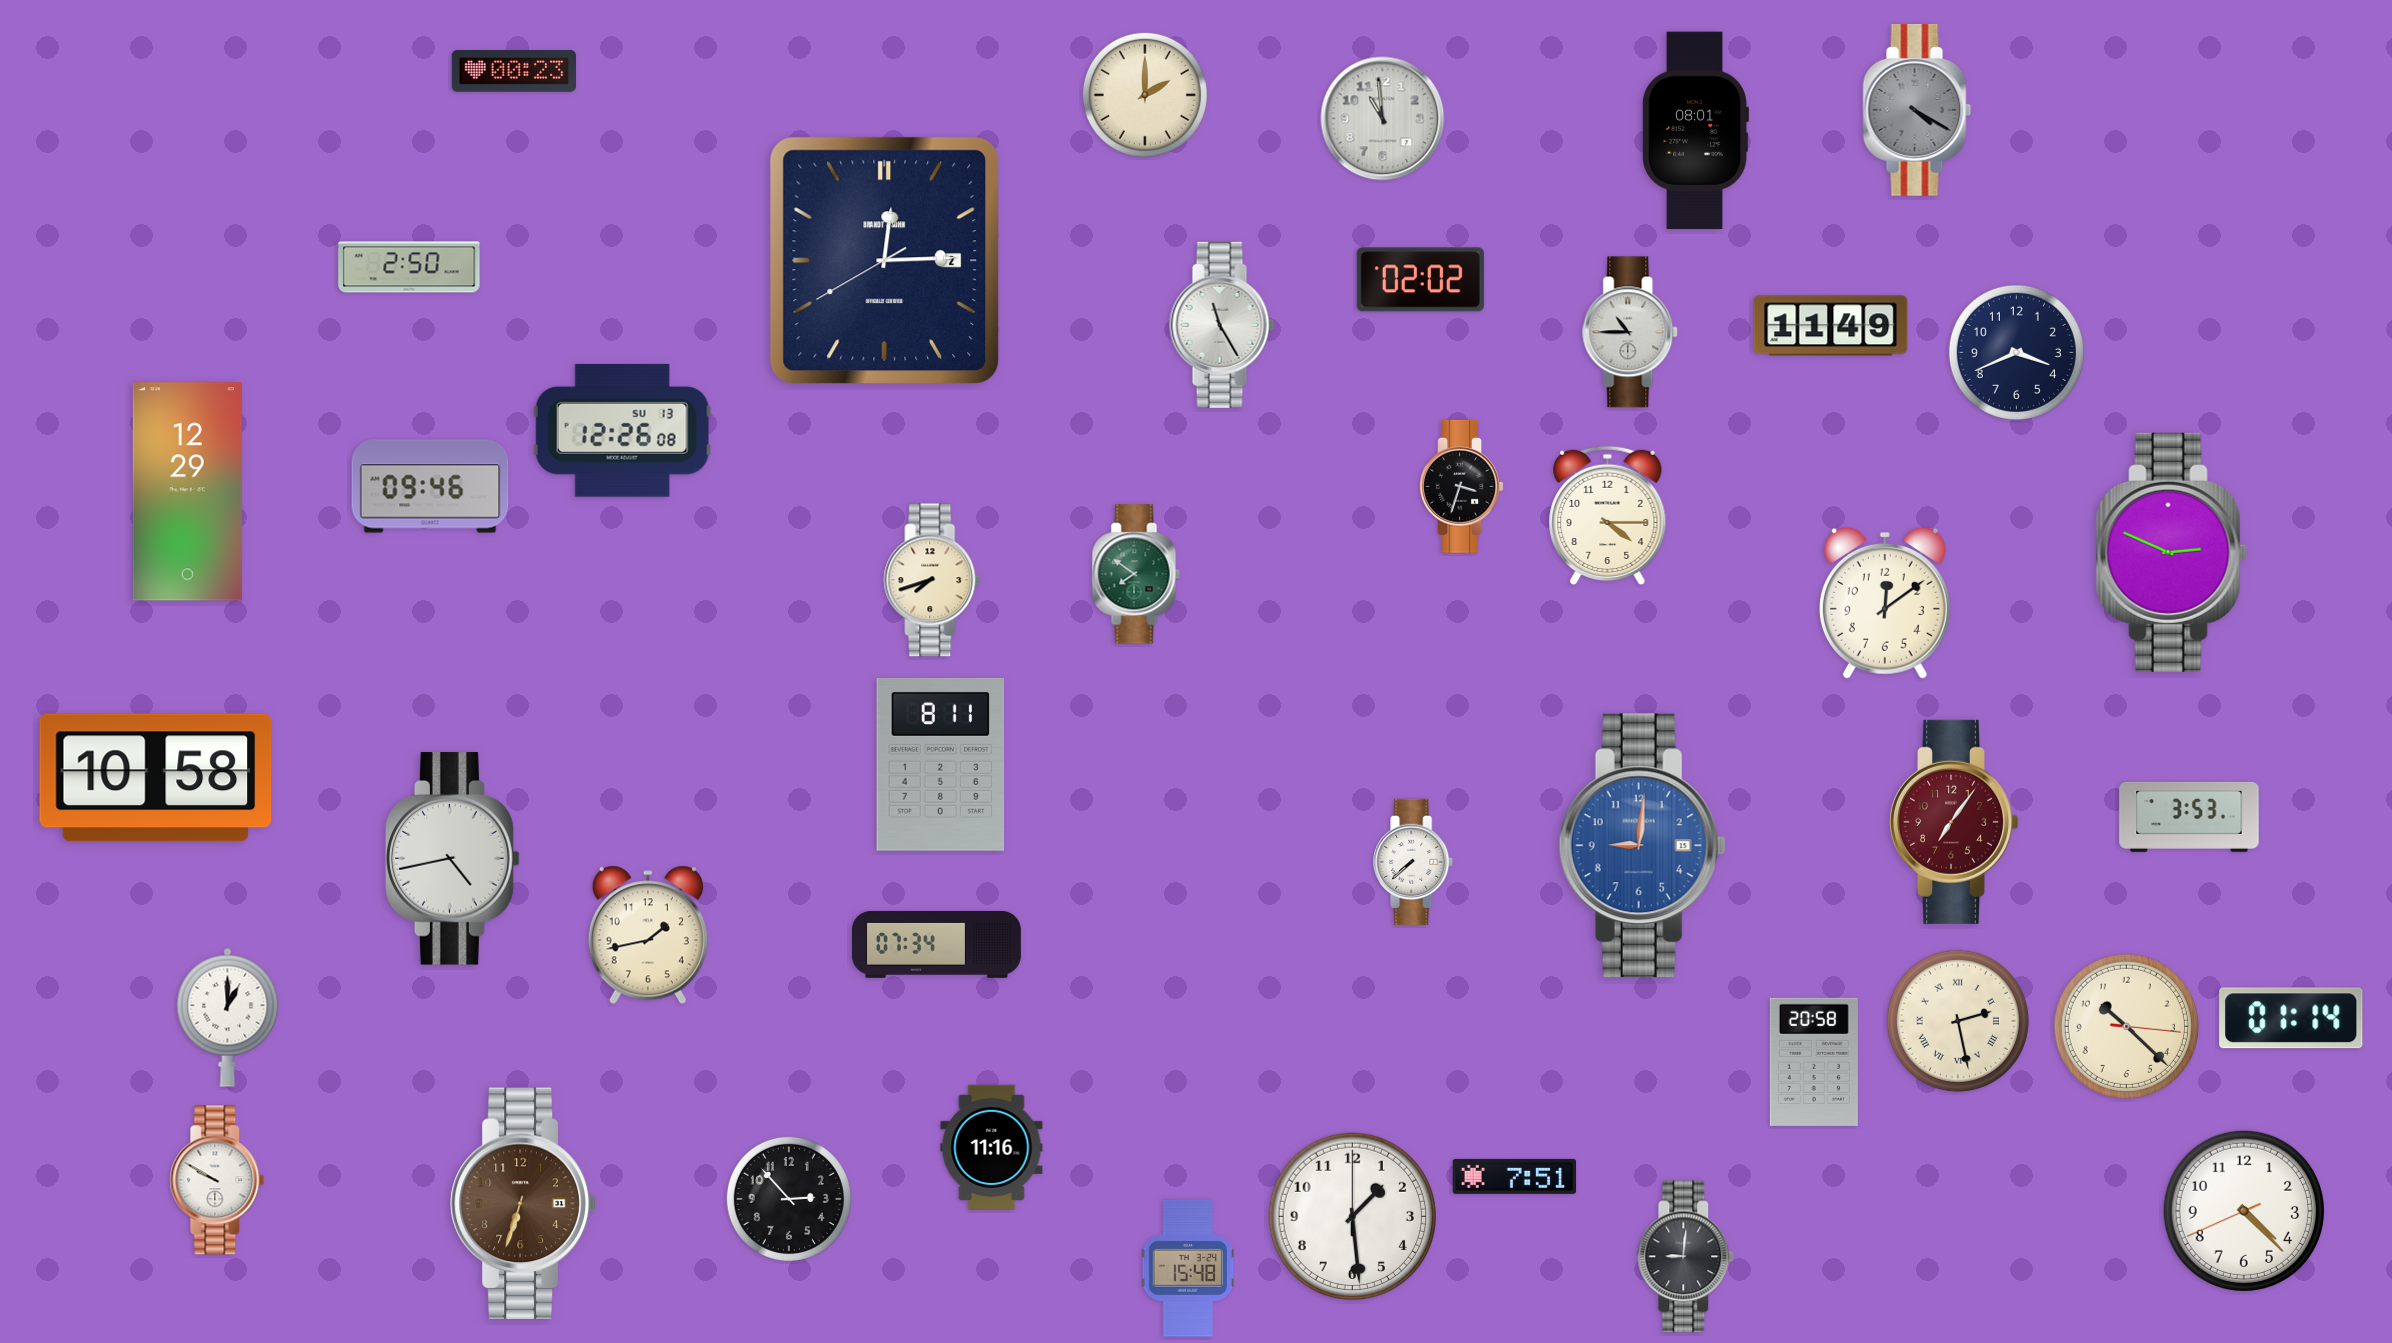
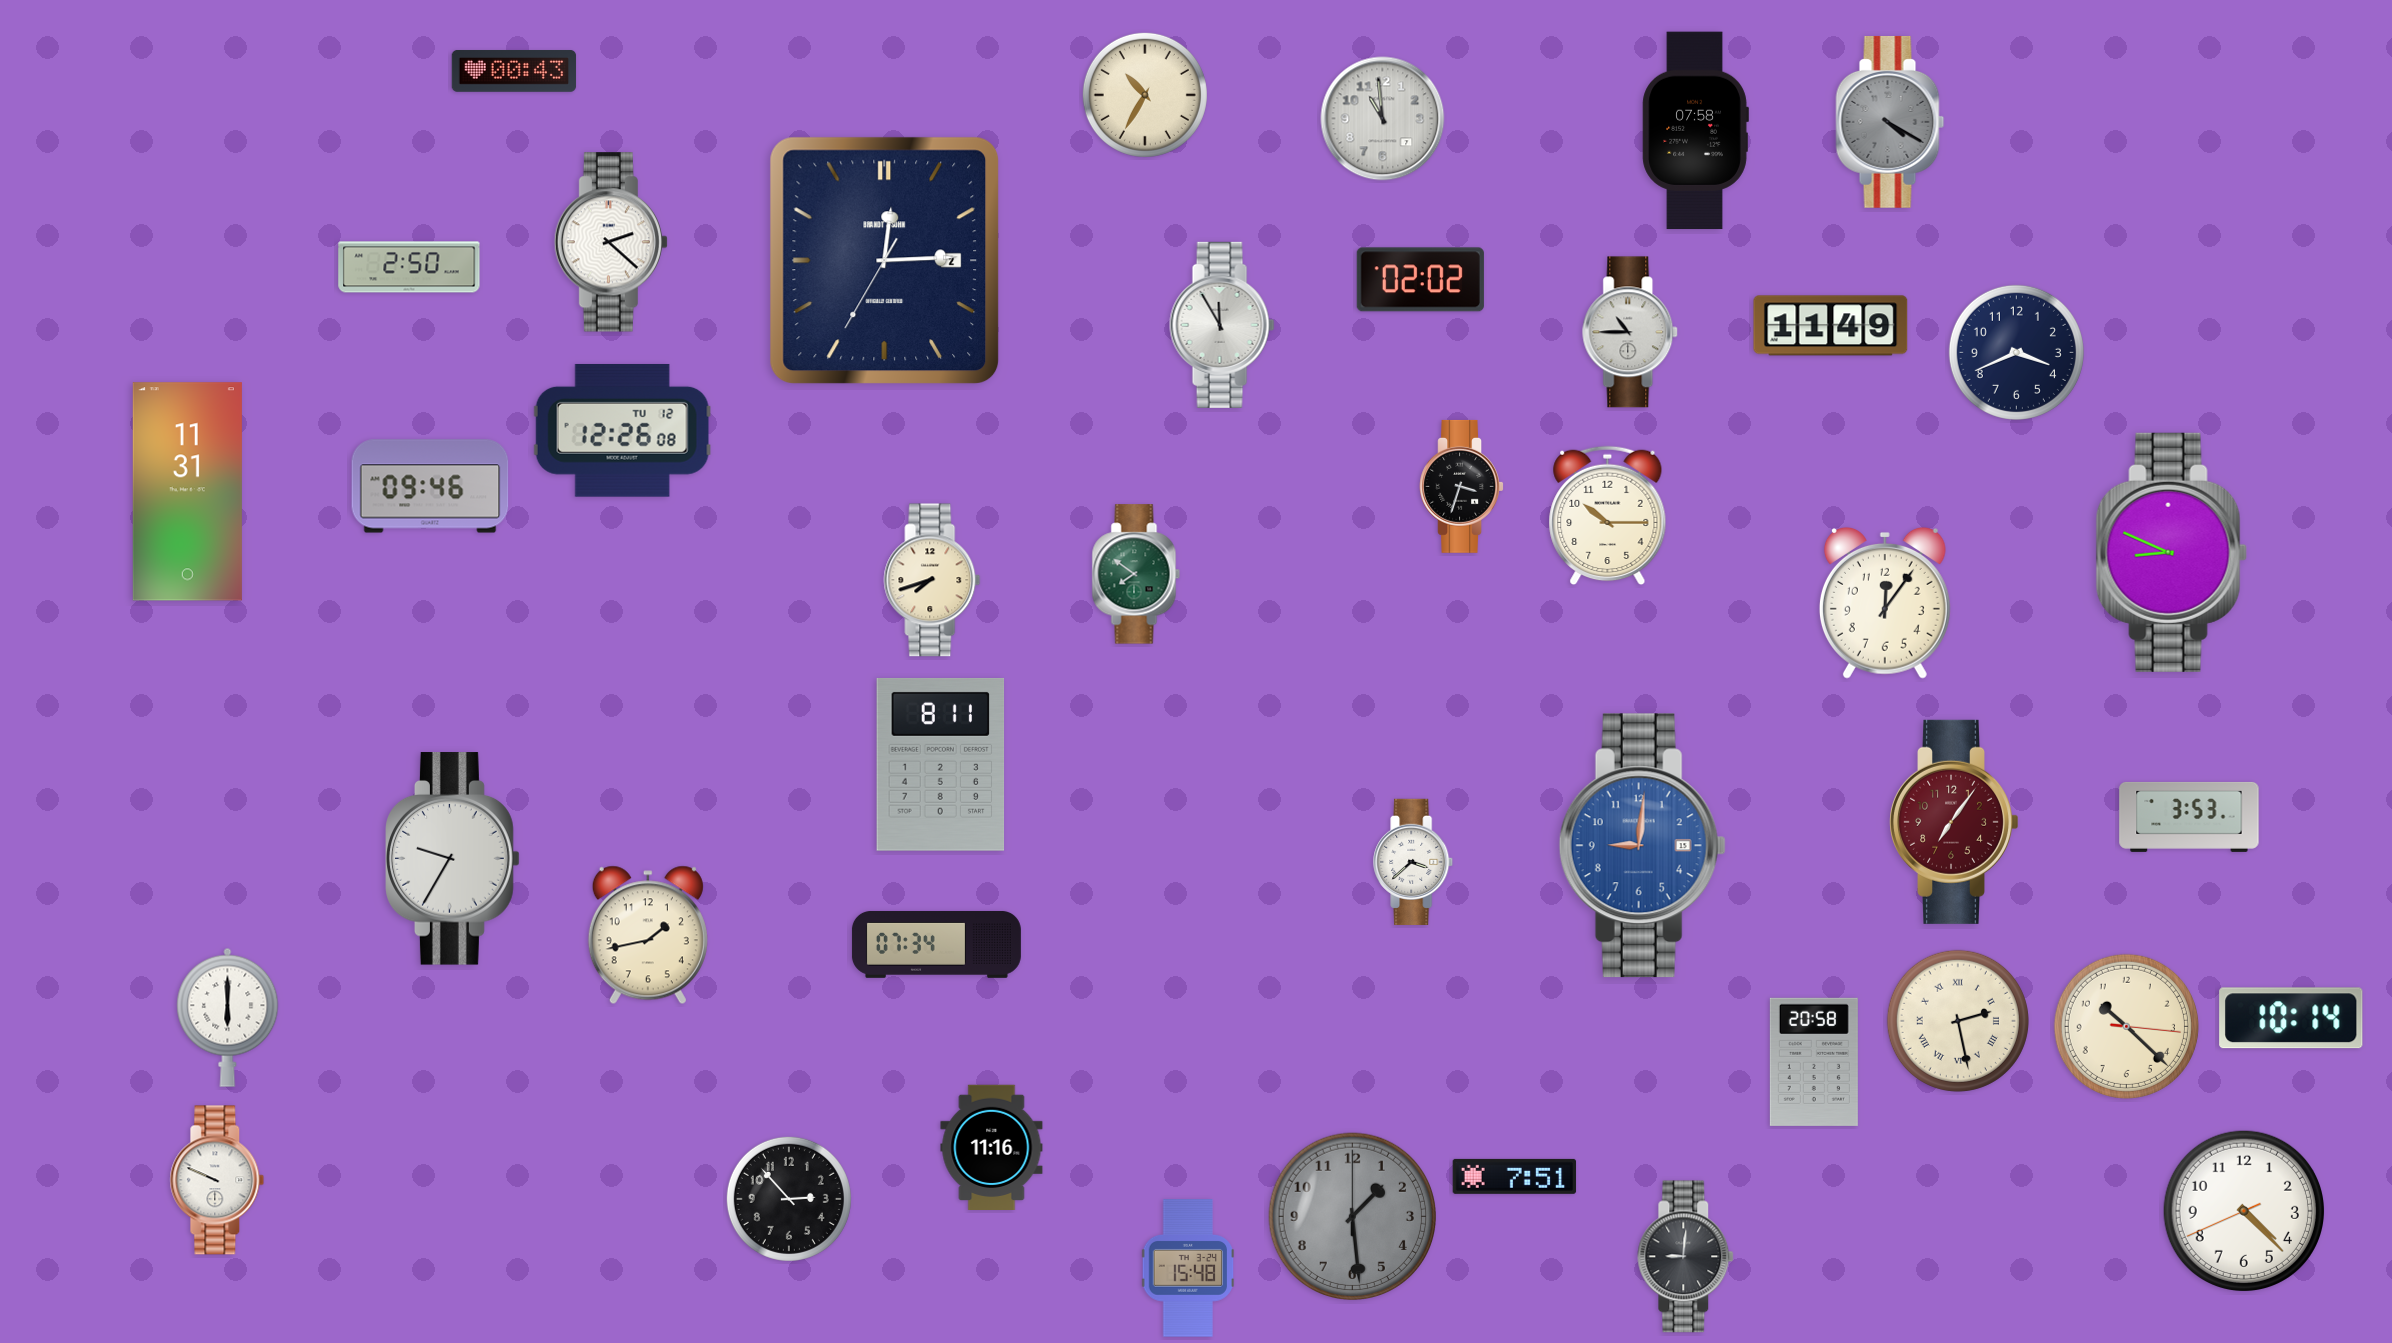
clock at (514, 72): 00:23 -> 00:43
clock at (1145, 95): 2:00 -> 10:35
clock at (1917, 110) position: (1917, 110) -> (1890, 122)
clock at (1695, 131): 08:01 -> 07:58
clock at (610, 242): none -> 2:22
clock at (885, 261): 12:14:40 -> 12:14:35
clock at (1222, 325): 11:25 -> 11:55
clock at (622, 430) date: SU 13 -> TU 12
clock at (187, 492): 12:29 -> 11:31
clock at (1608, 516): 4:15 -> 10:15
clock at (2171, 552): 2:49 -> 8:49
clock at (1885, 603): 12:09 -> 12:06
clock at (156, 778): 10:58 -> none
clock at (453, 859): 4:43 -> 9:35
clock at (1414, 862): 7:38 -> 3:38
clock at (228, 1017): 1:00 -> 6:00
clock at (2291, 1018): 01:14 -> 10:14
clock at (217, 1180): 9:50 -> 9:49
clock at (524, 1204): 6:33 -> none
clock at (1353, 1217) dial: white -> grey
